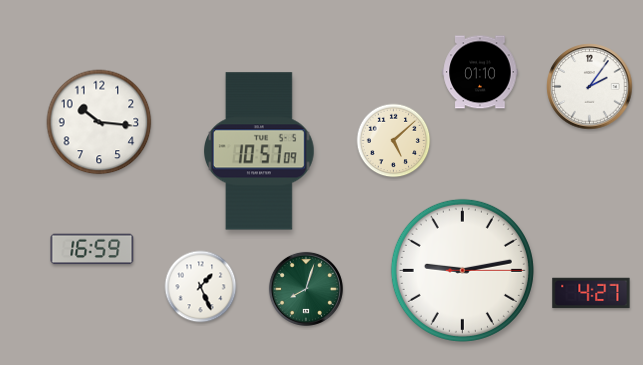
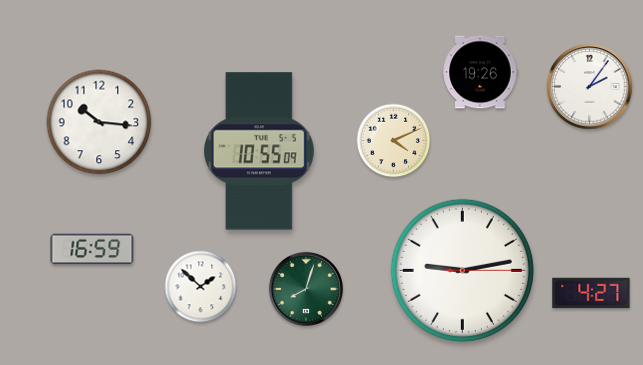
clock at (480, 72): 01:10 -> 19:26
clock at (394, 141): 5:08 -> 4:11
clock at (260, 151): 10:57 -> 10:55
clock at (201, 287): 1:26 -> 1:52
